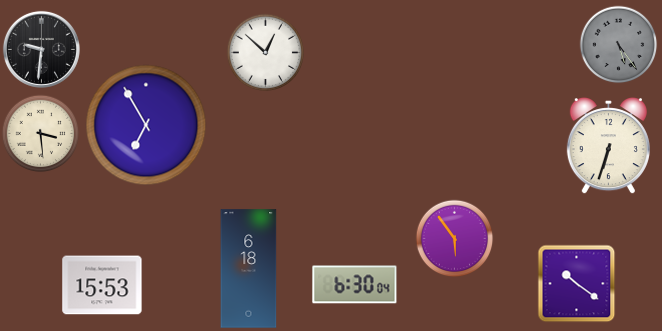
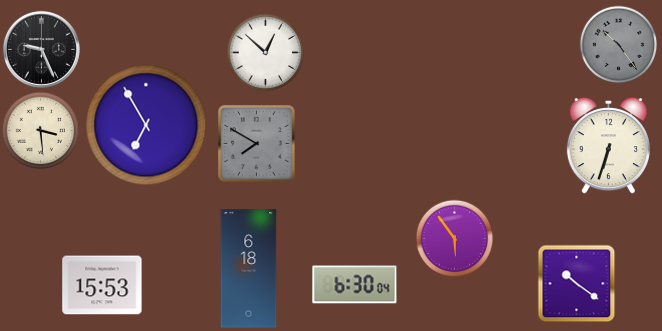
clock at (618, 44): 5:24 -> 10:24
clock at (41, 49): 9:31 -> 9:26
clock at (40, 133) position: (40, 133) -> (40, 130)
clock at (257, 144): none -> 7:50
